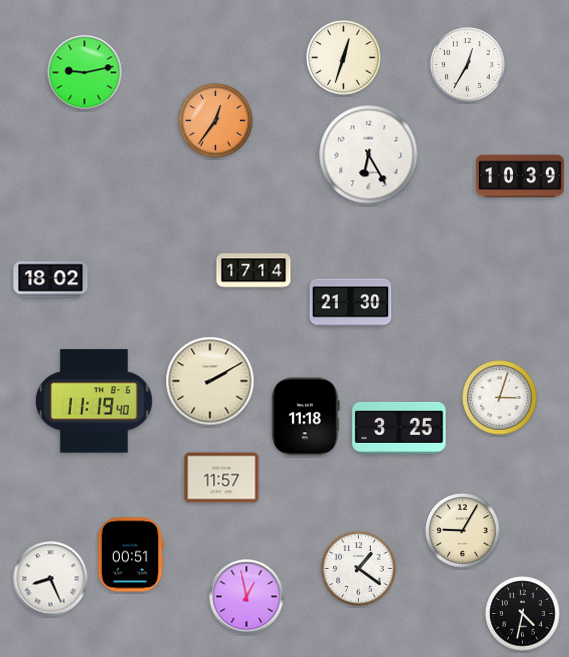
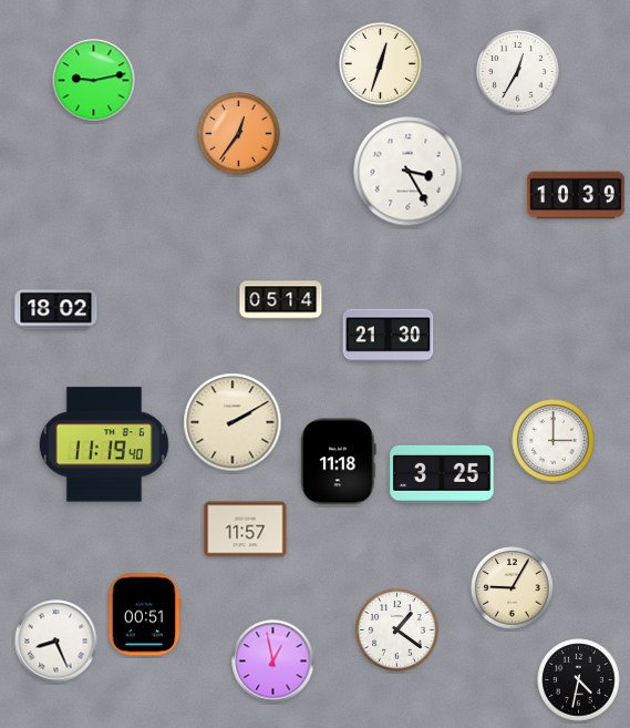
clock at (369, 155): 6:25 -> 3:25
clock at (254, 271): 17:14 -> 05:14
clock at (500, 398): 3:03 -> 3:00
